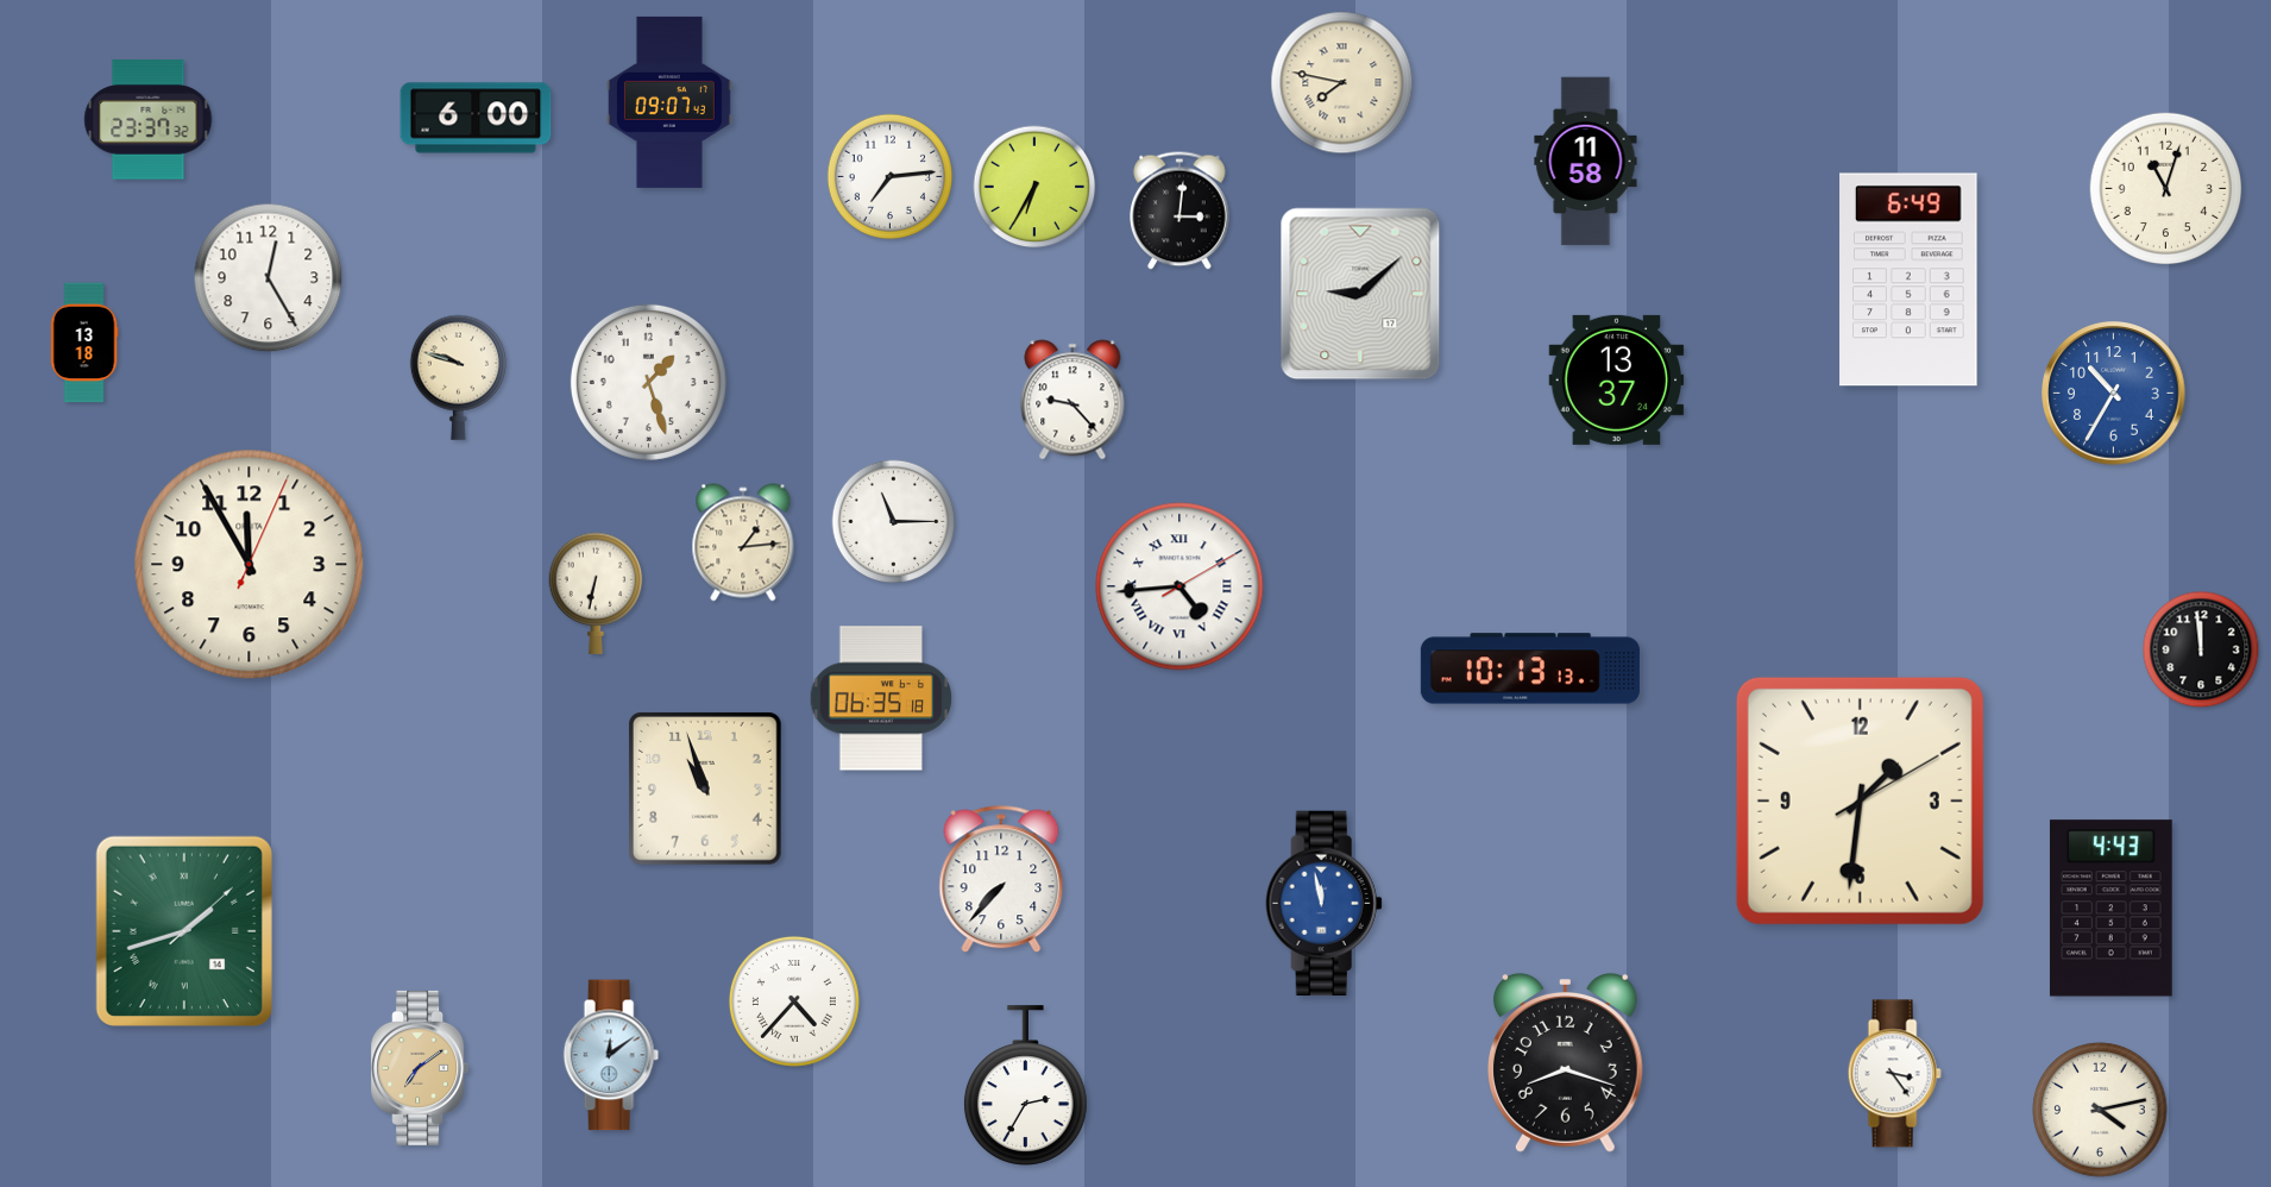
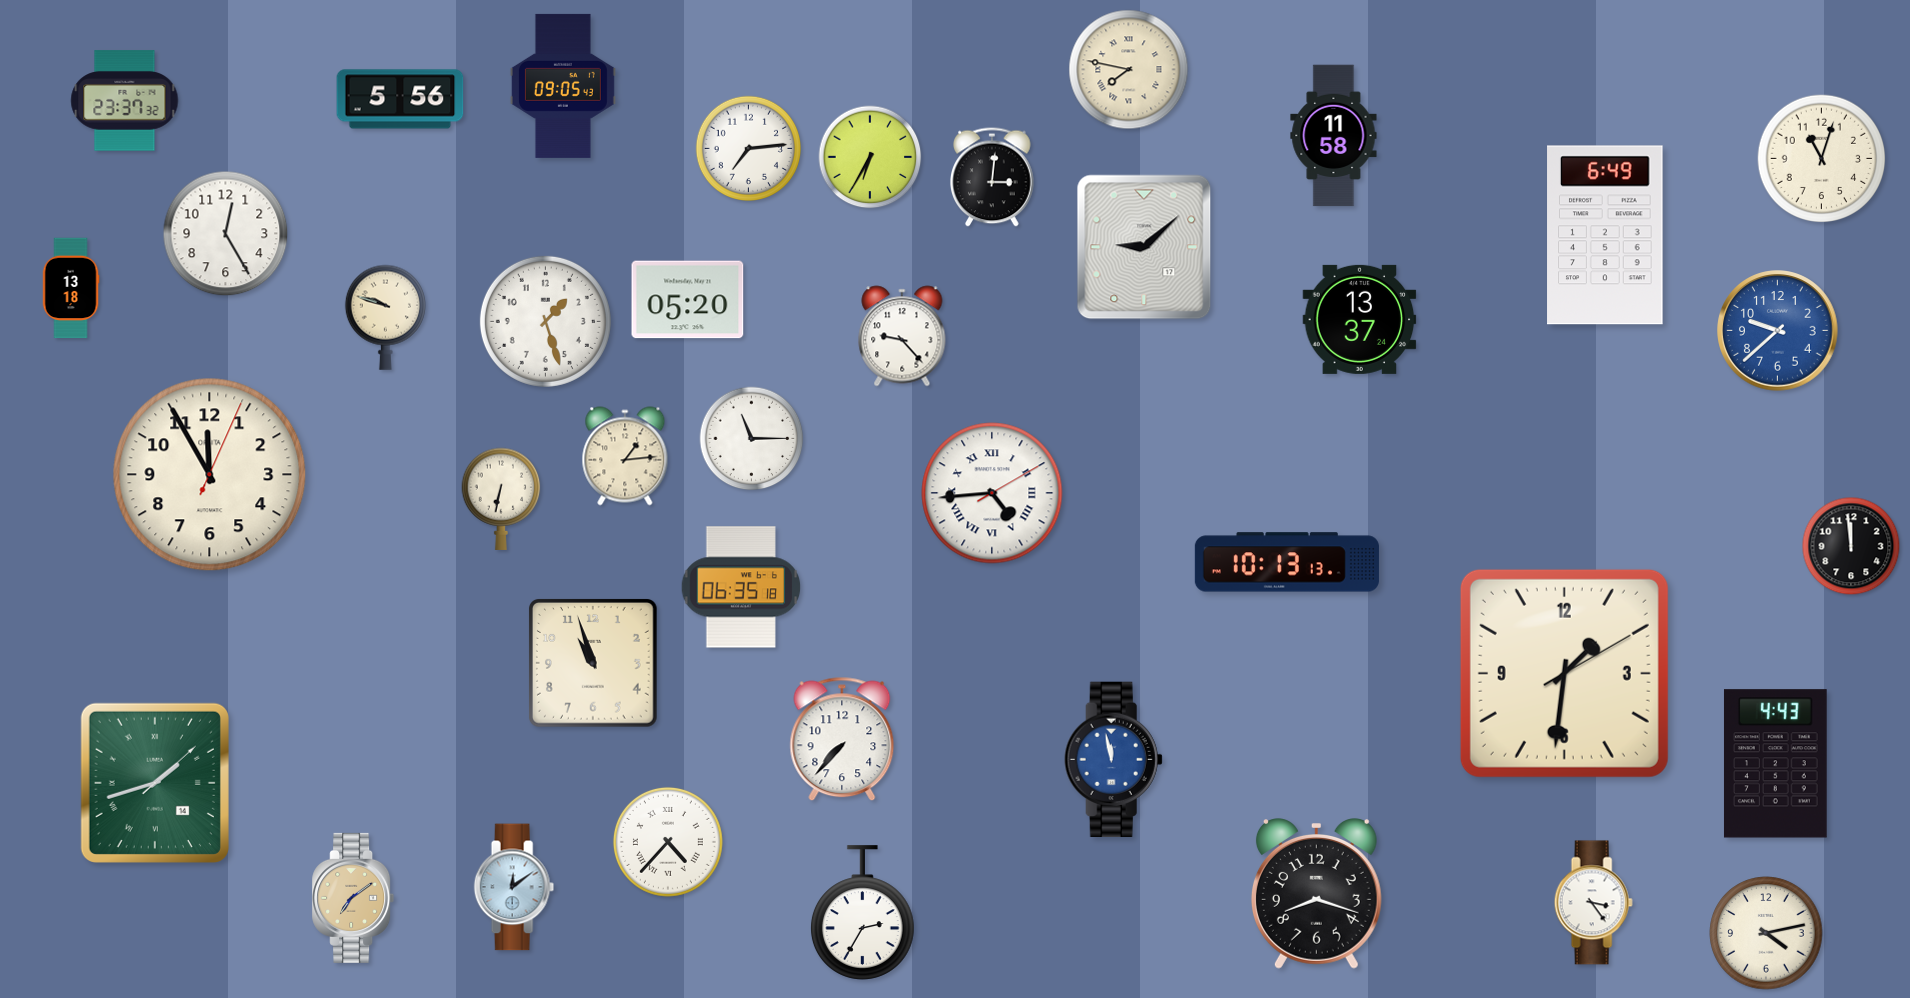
clock at (669, 102): 09:07 -> 09:05
clock at (476, 118): 6:00 -> 5:56
clock at (688, 300): none -> 05:20
clock at (2114, 394): 10:35 -> 9:38
